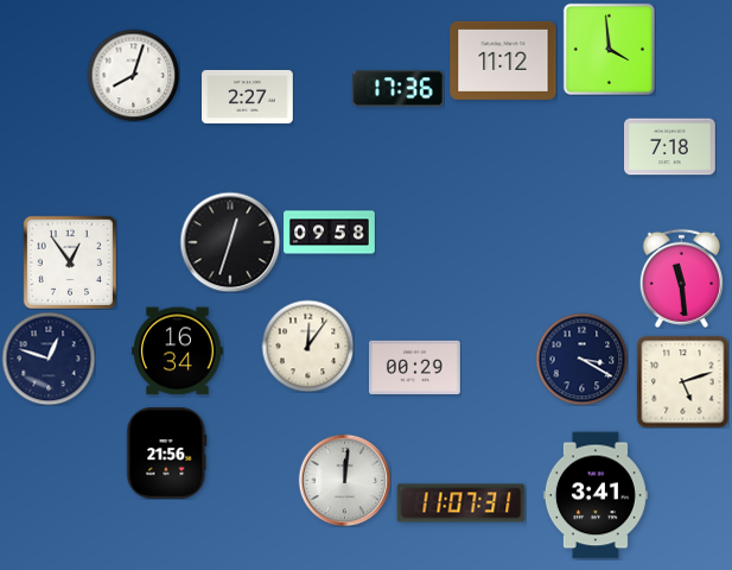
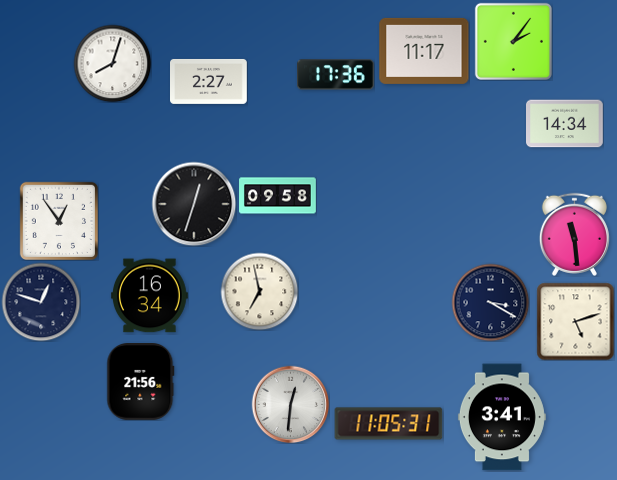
clock at (609, 49): 3:59 -> 2:06
clock at (503, 61): 11:12 -> 11:17
clock at (670, 147): 7:18 -> 14:34
clock at (307, 346): 12:06 -> 6:58
clock at (415, 367): 00:29 -> none
clock at (344, 480): 12:01 -> 12:31
clock at (462, 503): 11:07 -> 11:05
